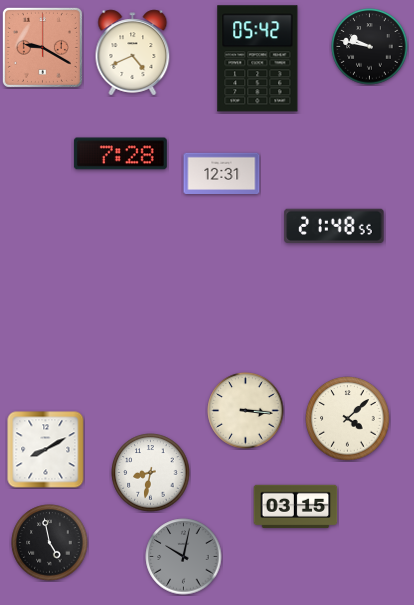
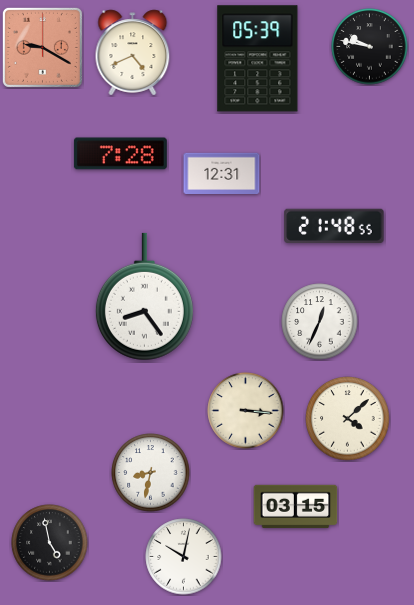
clock at (258, 59): 05:42 -> 05:39
clock at (144, 297): none -> 8:24
clock at (320, 322): none -> 12:34
clock at (46, 450): 8:10 -> none
clock at (184, 557) dial: grey -> white
